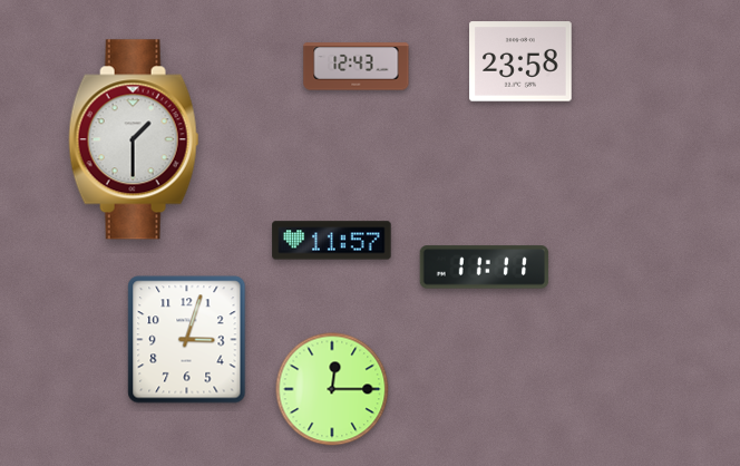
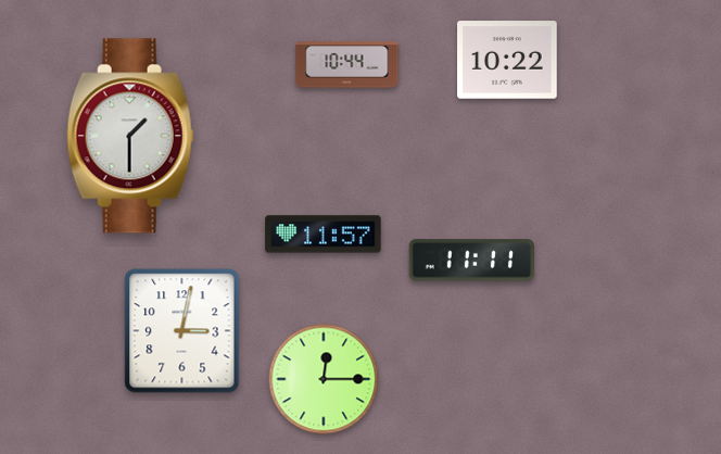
clock at (520, 61): 23:58 -> 10:22
clock at (357, 67): 12:43 -> 10:44
clock at (187, 340): 3:03 -> 3:02
